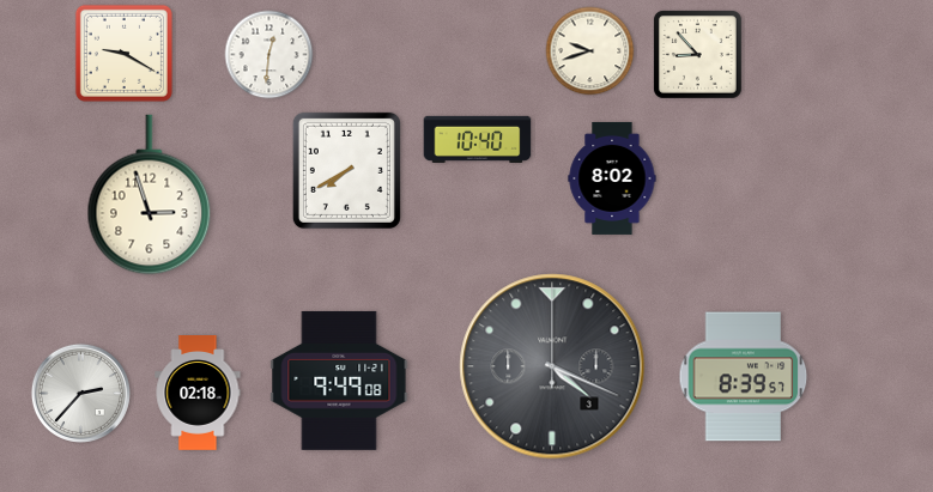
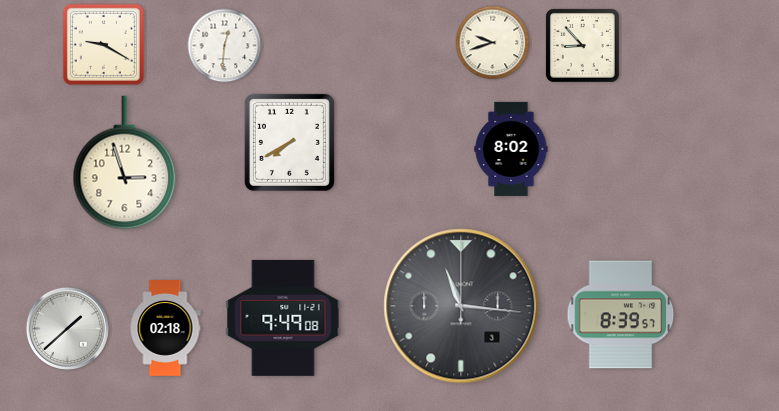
clock at (478, 139): 10:40 -> none
clock at (552, 366): 4:19 -> 11:16
clock at (80, 393): 2:37 -> 1:38
